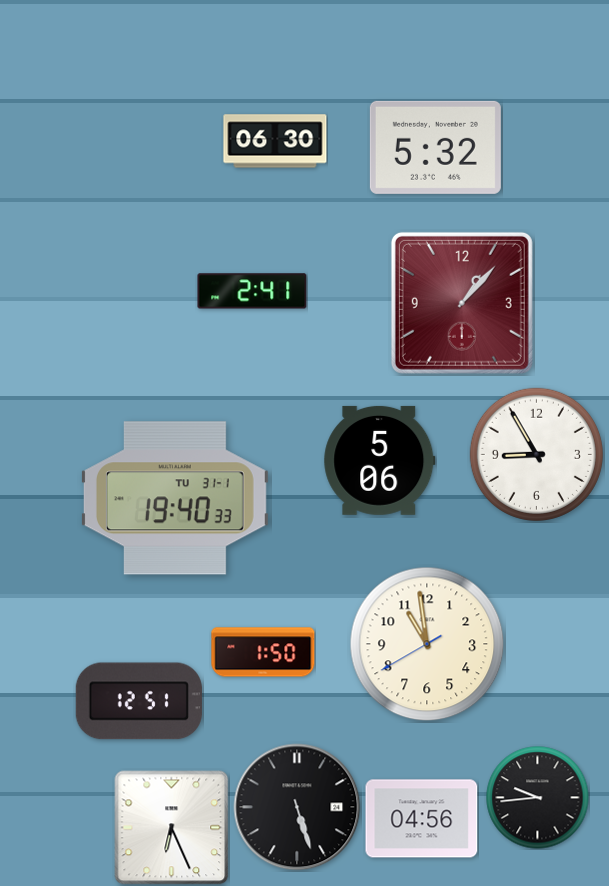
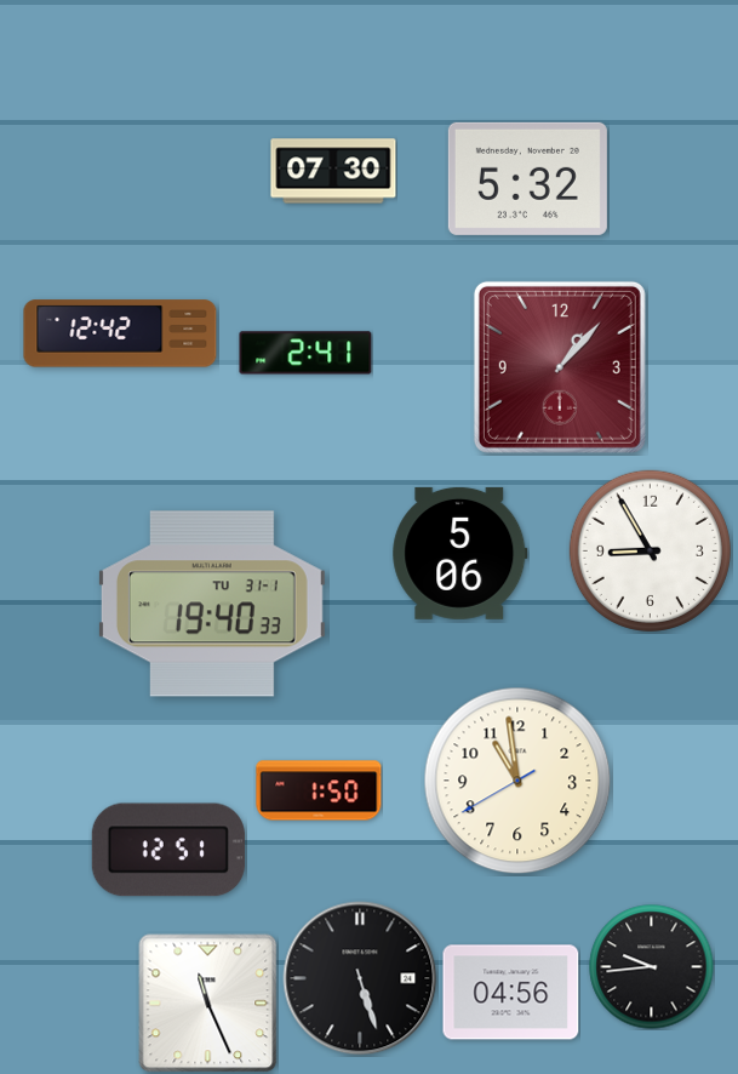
clock at (275, 141): 06:30 -> 07:30
clock at (120, 333): none -> 12:42
clock at (380, 460) position: (380, 460) -> (460, 553)
clock at (172, 828): 6:26 -> 11:26
